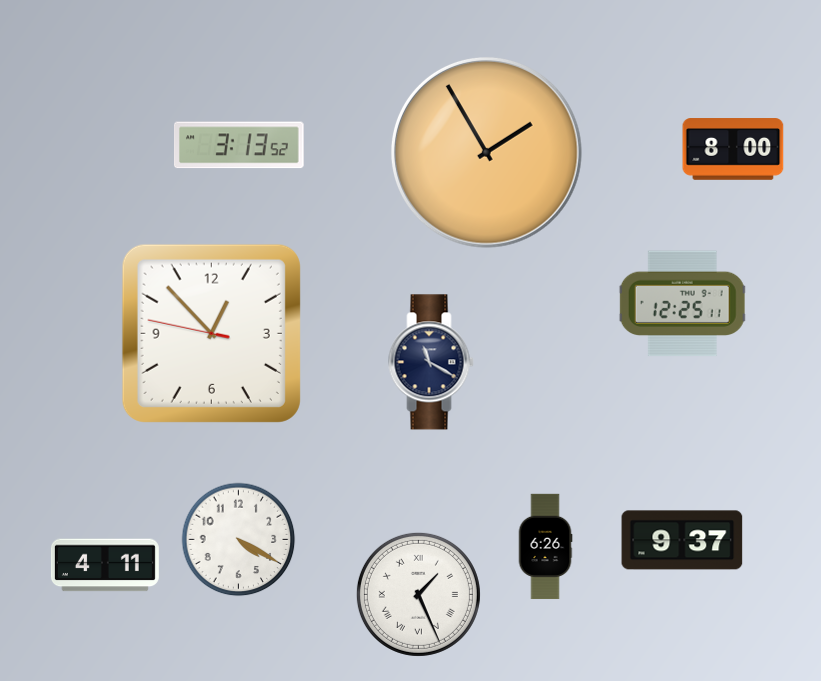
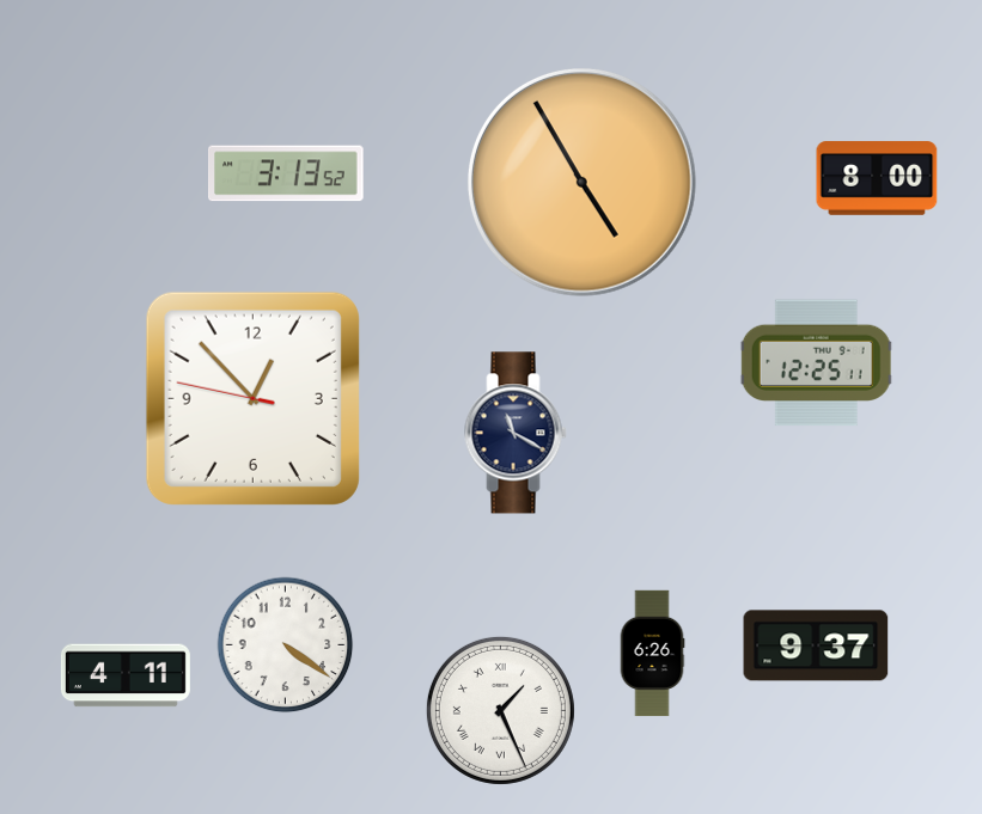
clock at (486, 152): 1:55 -> 4:55
clock at (239, 540): 4:20 -> 4:21
